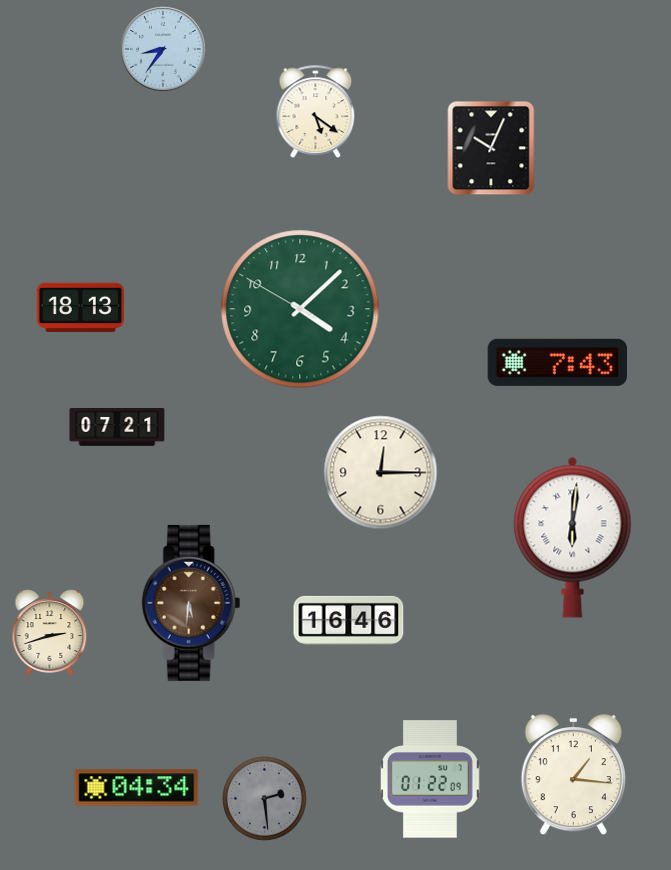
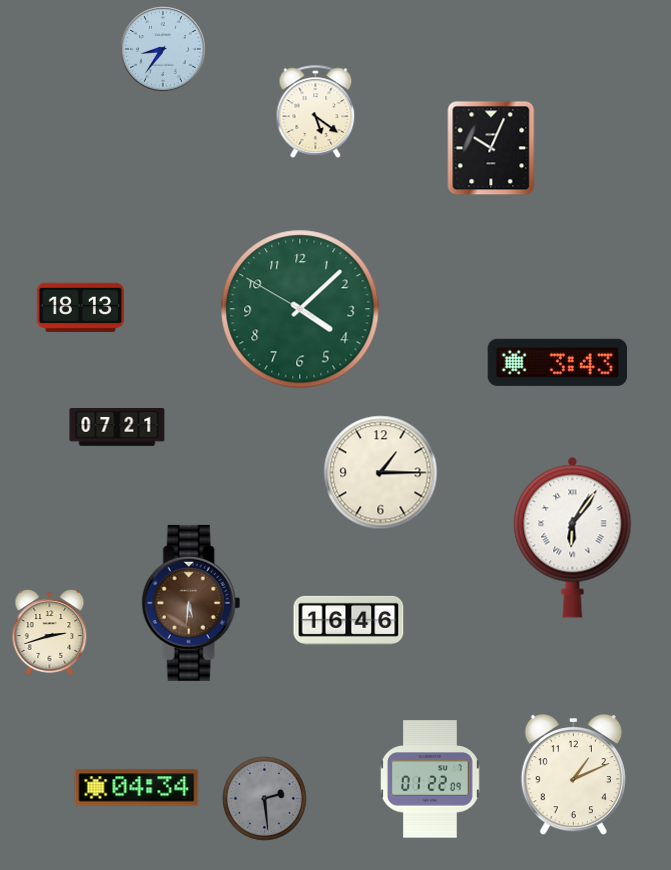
clock at (557, 362): 7:43 -> 3:43
clock at (381, 473): 12:15 -> 1:15
clock at (573, 537): 6:01 -> 6:06
clock at (573, 775): 1:16 -> 1:11
